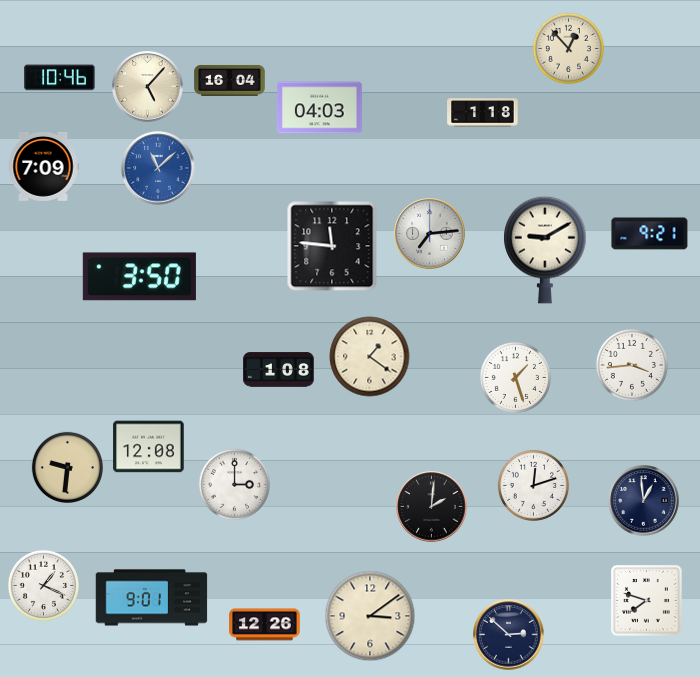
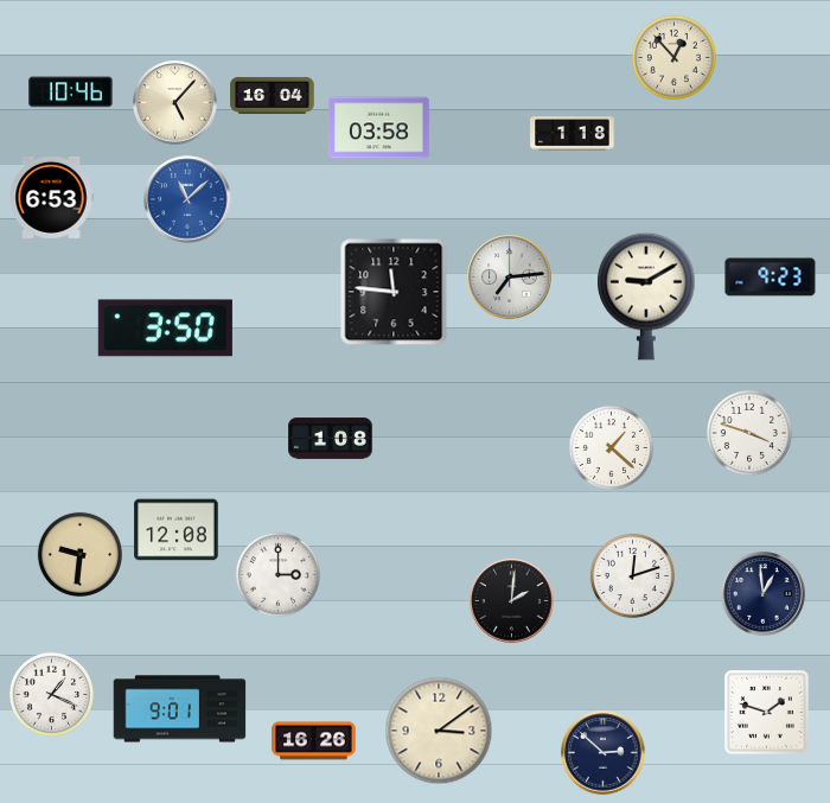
clock at (320, 108): 04:03 -> 03:58
clock at (43, 166): 7:09 -> 6:53
clock at (650, 234): 9:21 -> 9:23
clock at (370, 357): 1:21 -> none
clock at (632, 365): 3:44 -> 3:48
clock at (515, 377): 1:27 -> 1:22
clock at (647, 601): 7:48 -> 1:48
clock at (265, 625): 12:26 -> 16:26
